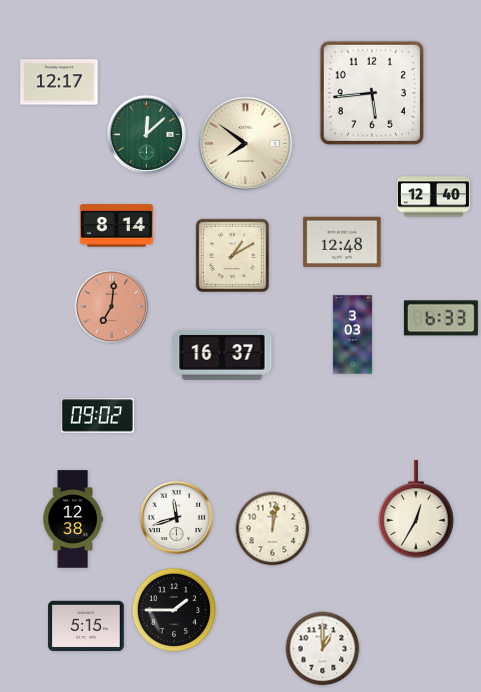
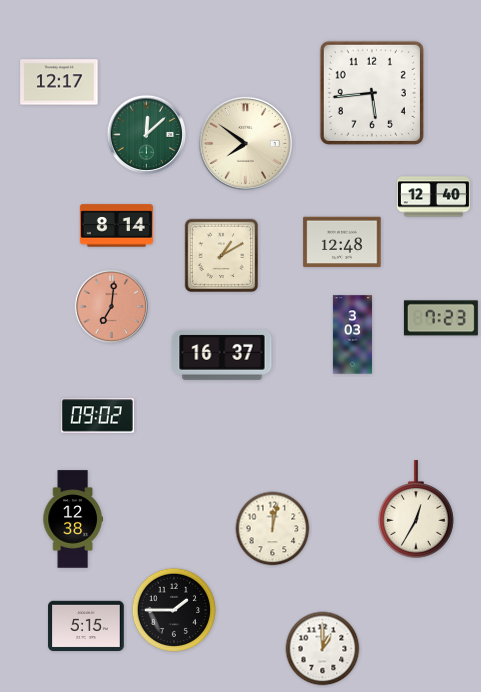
clock at (233, 256) position: (233, 256) -> (222, 256)
clock at (441, 318): 6:33 -> 7:23
clock at (177, 517): 11:42 -> none
